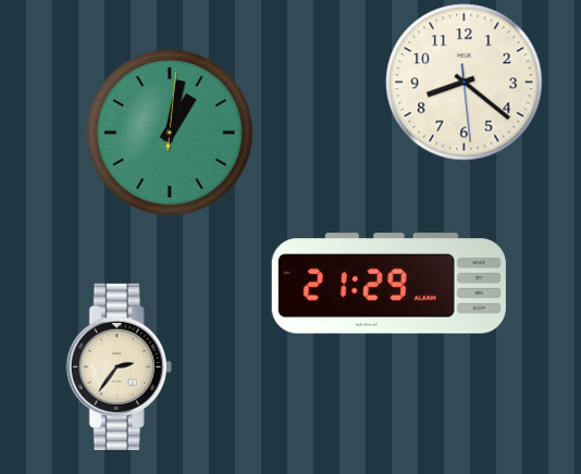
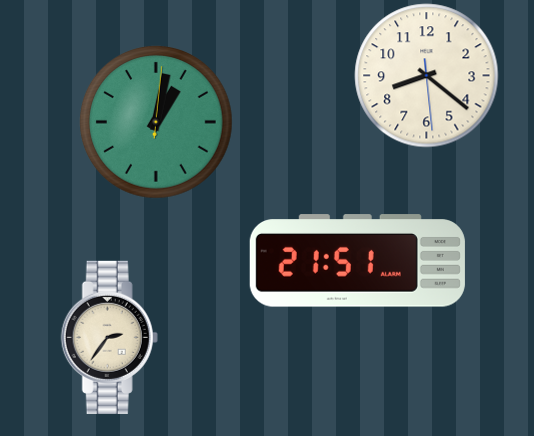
clock at (388, 284): 21:29 -> 21:51
